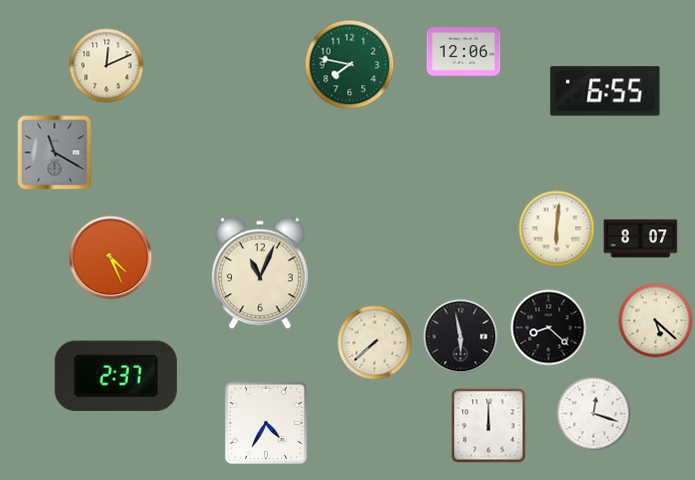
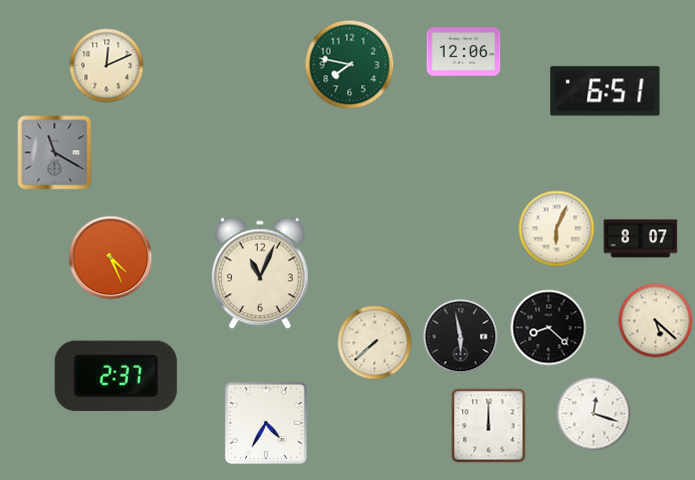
clock at (605, 91): 6:55 -> 6:51
clock at (557, 229): 6:01 -> 6:04
